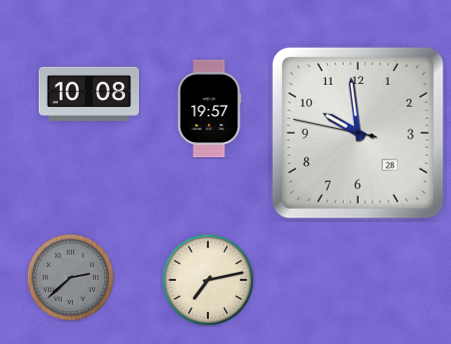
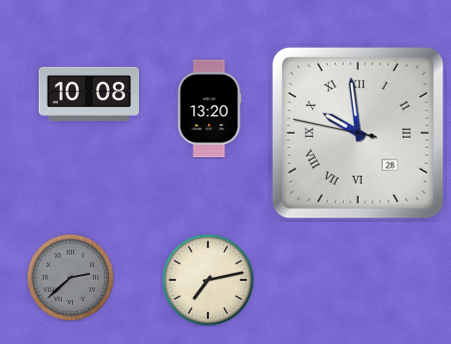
clock at (209, 109): 19:57 -> 13:20
clock at (358, 133) numerals: Arabic -> Roman
